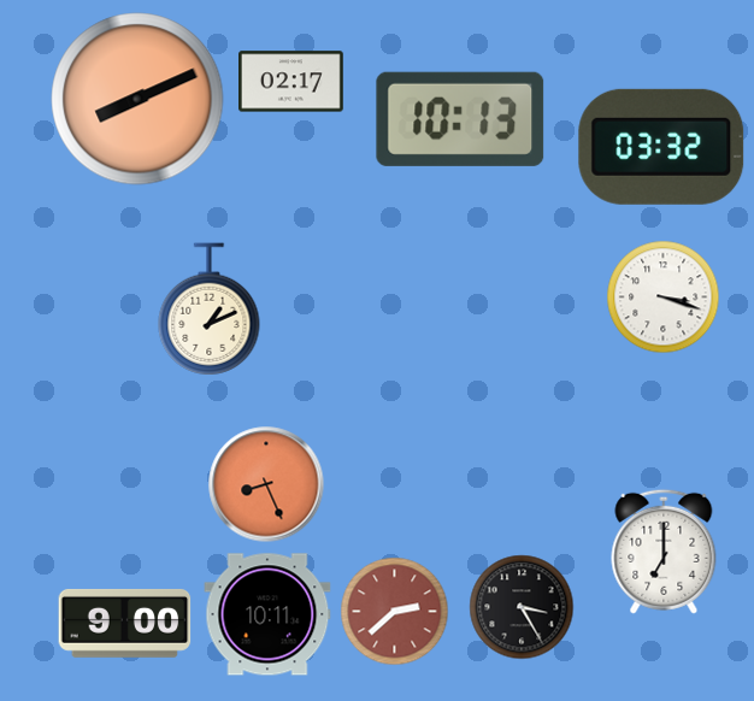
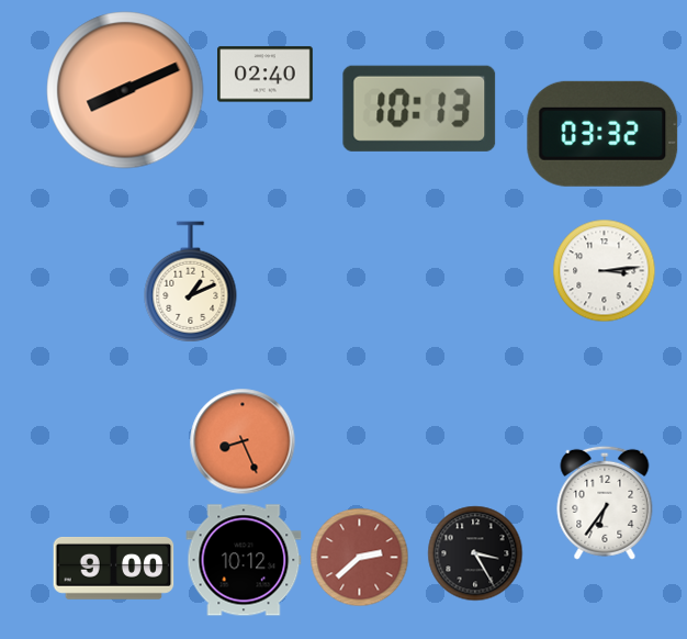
clock at (291, 82): 02:17 -> 02:40
clock at (664, 298): 3:18 -> 3:14
clock at (664, 552): 7:00 -> 6:36
clock at (267, 614): 10:11 -> 10:12
